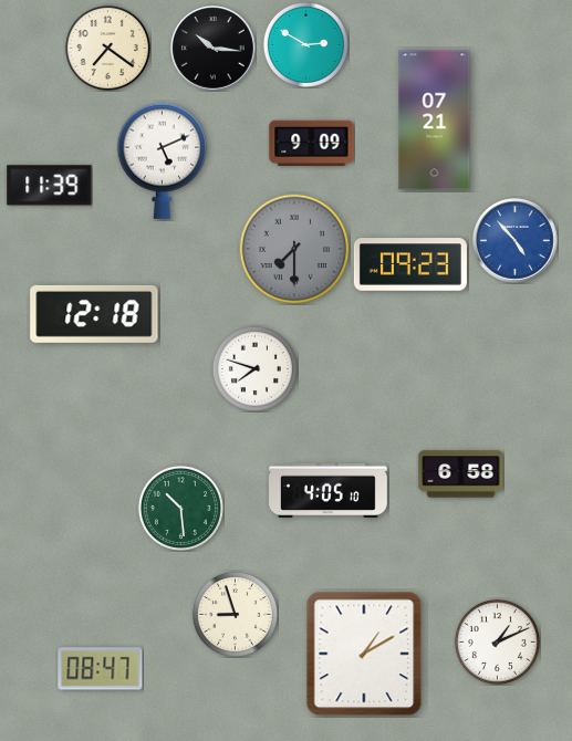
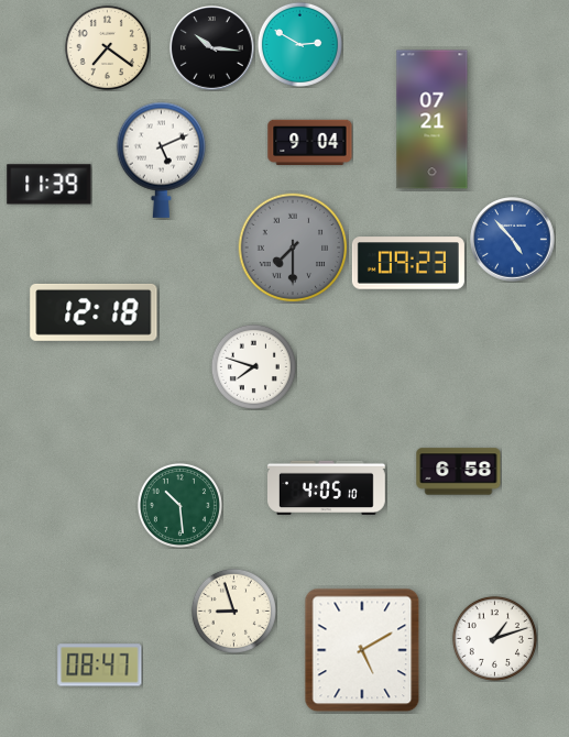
clock at (305, 44) position: (305, 44) -> (299, 44)
clock at (312, 144): 9:09 -> 9:04
clock at (497, 641): 1:11 -> 1:12
clock at (364, 654): 1:10 -> 5:10
